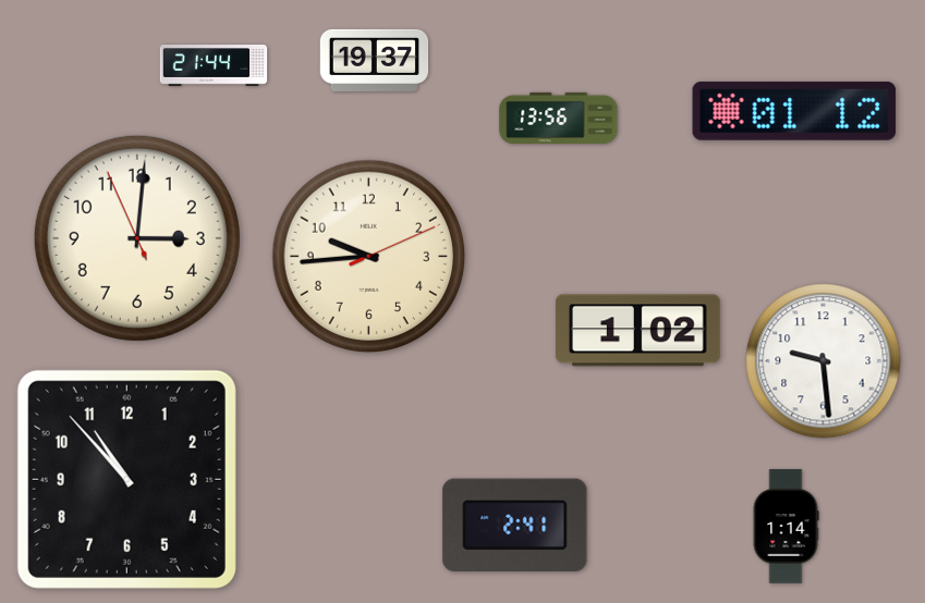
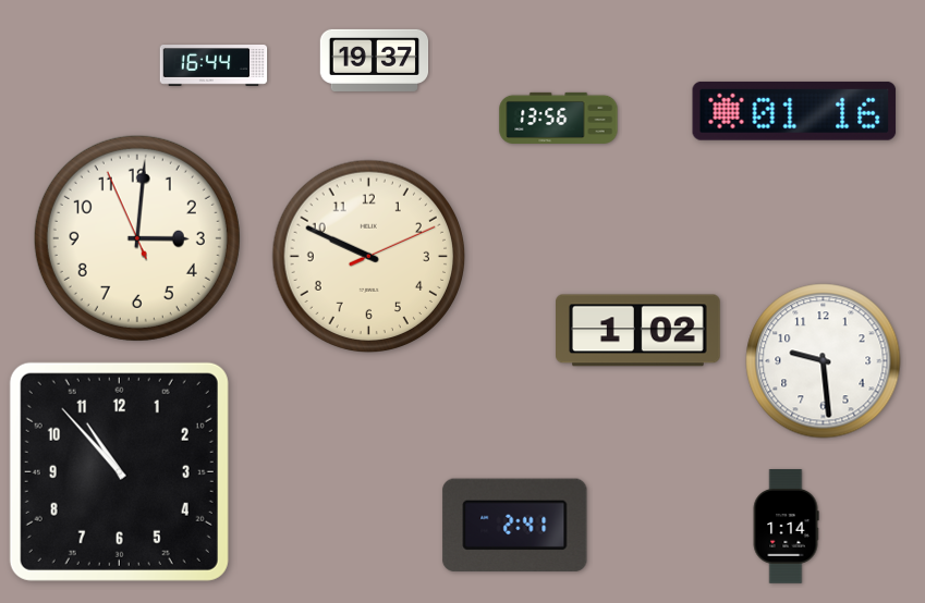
clock at (214, 66): 21:44 -> 16:44
clock at (794, 111): 01:12 -> 01:16
clock at (368, 256): 9:44 -> 9:49
clock at (126, 479) position: (126, 479) -> (119, 471)
